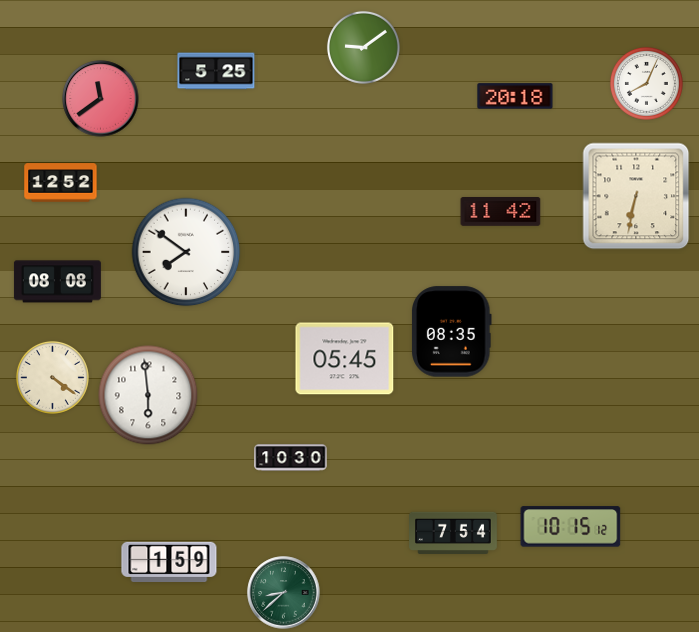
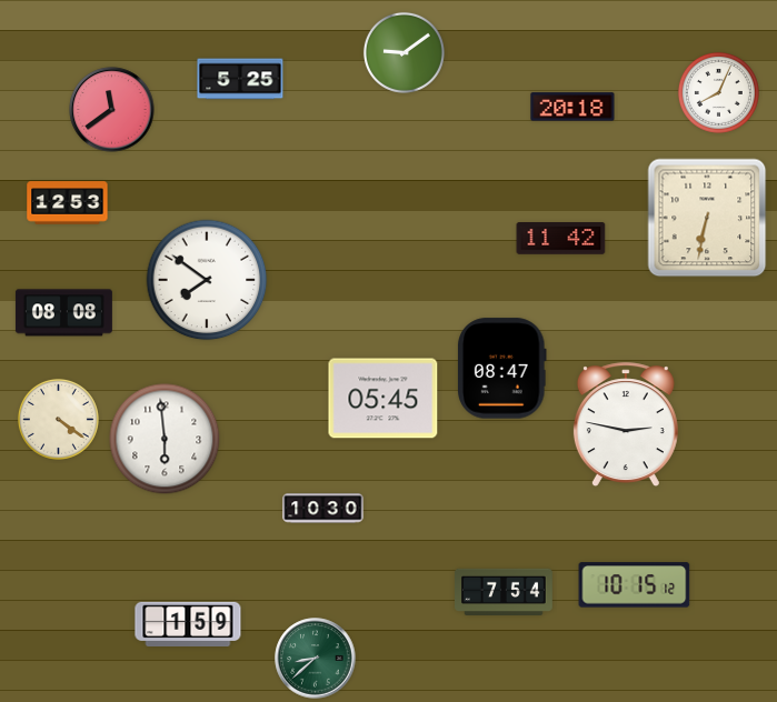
clock at (61, 183): 12:52 -> 12:53
clock at (501, 212) position: (501, 212) -> (561, 239)
clock at (452, 332): 08:35 -> 08:47
clock at (626, 425): none -> 2:47
